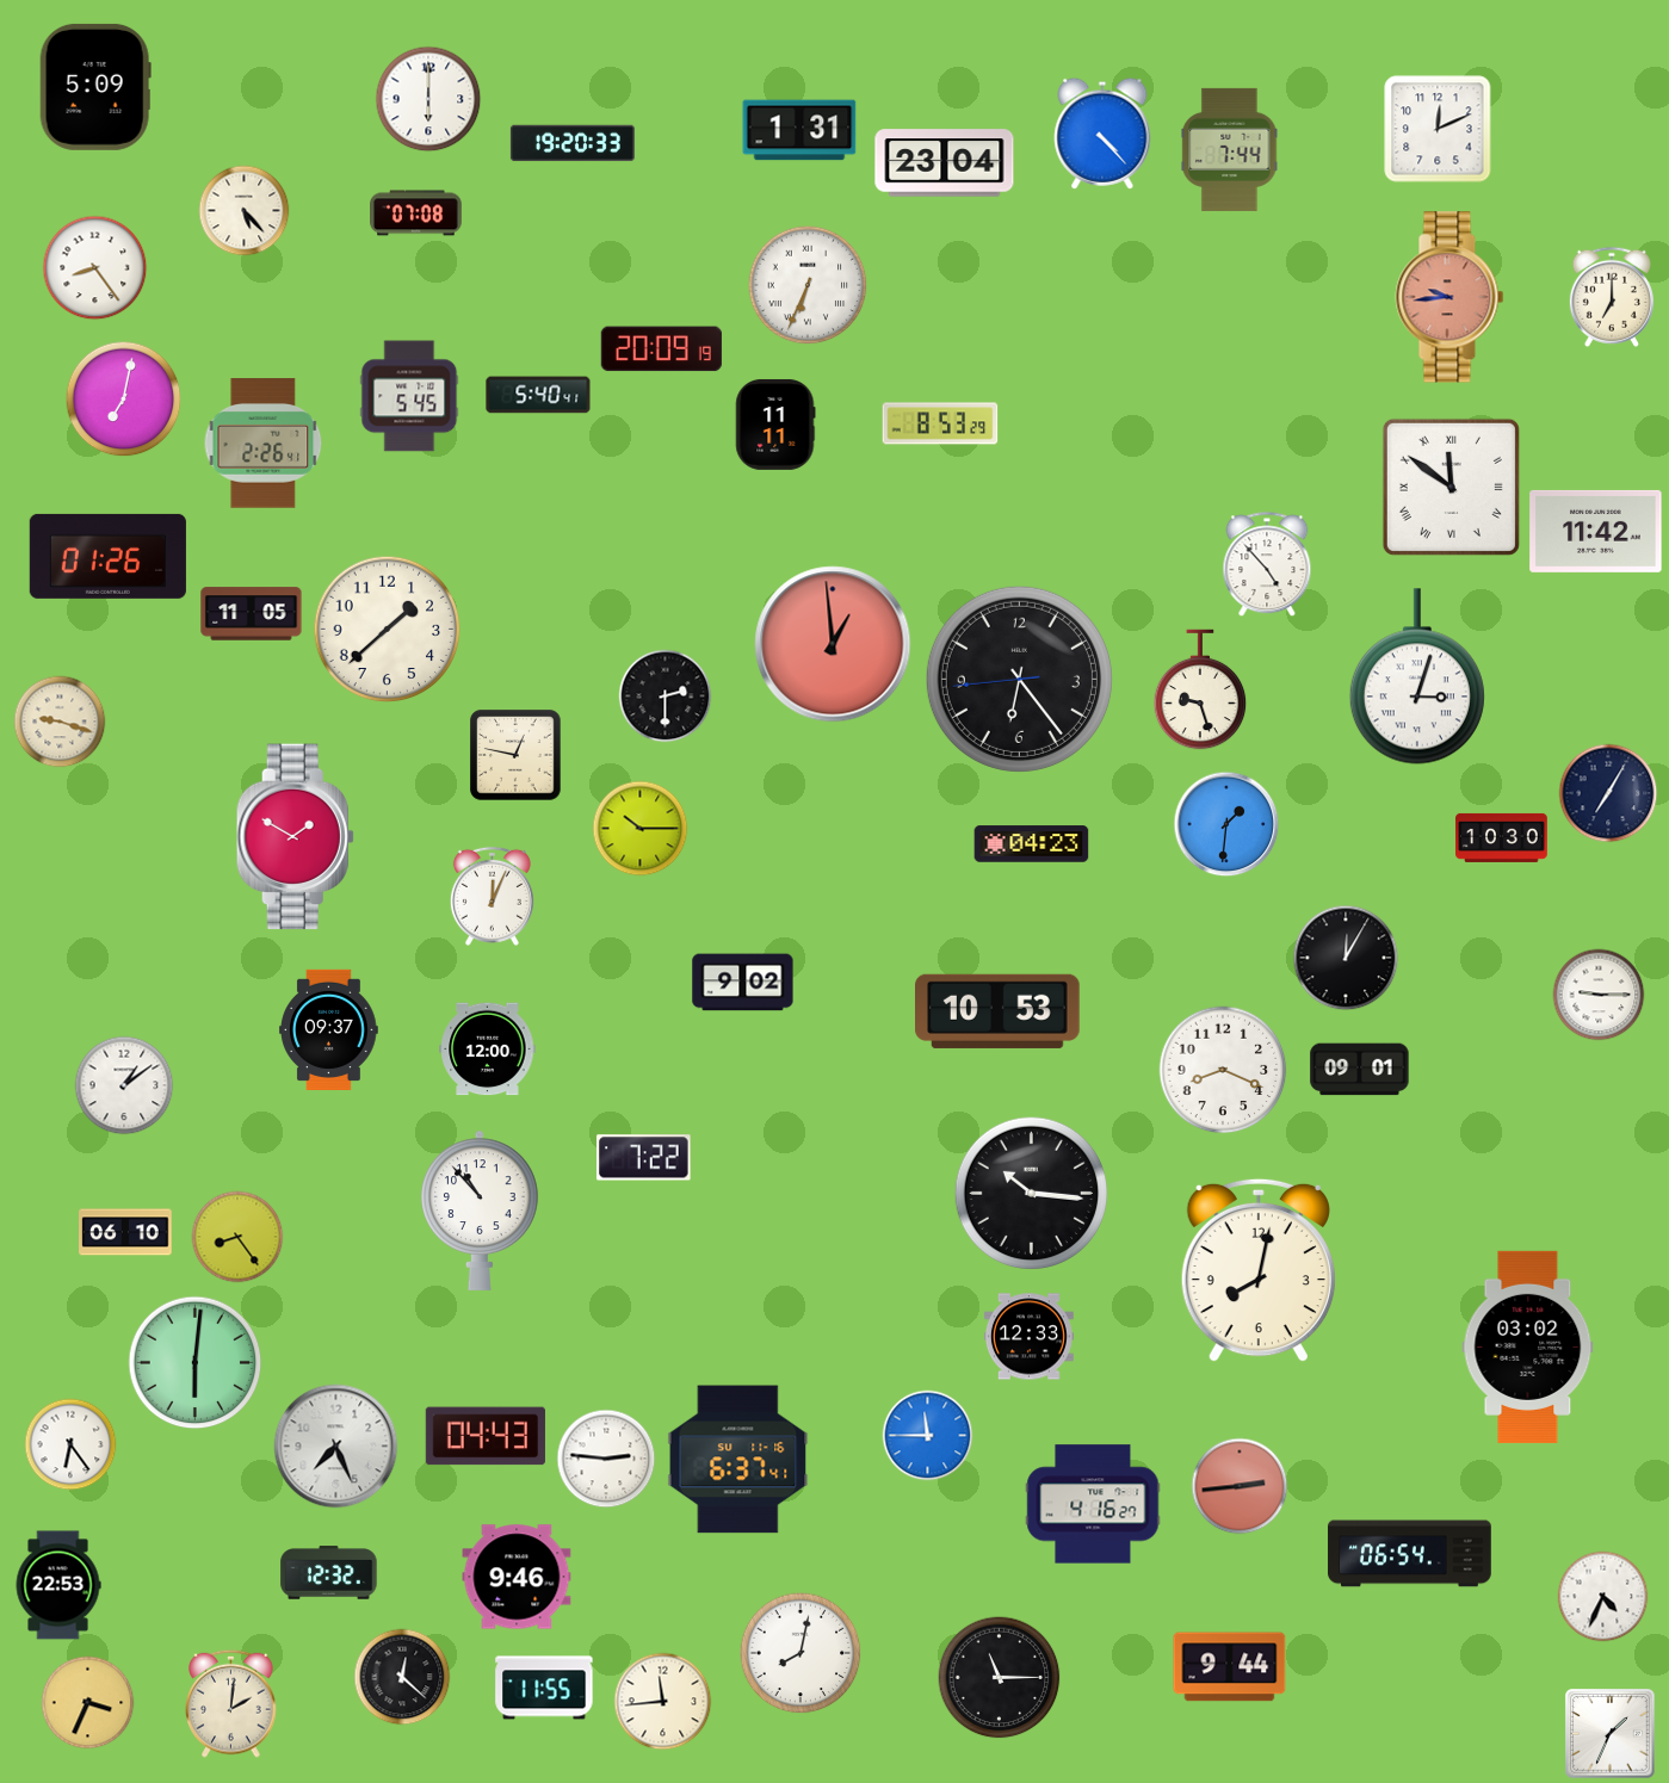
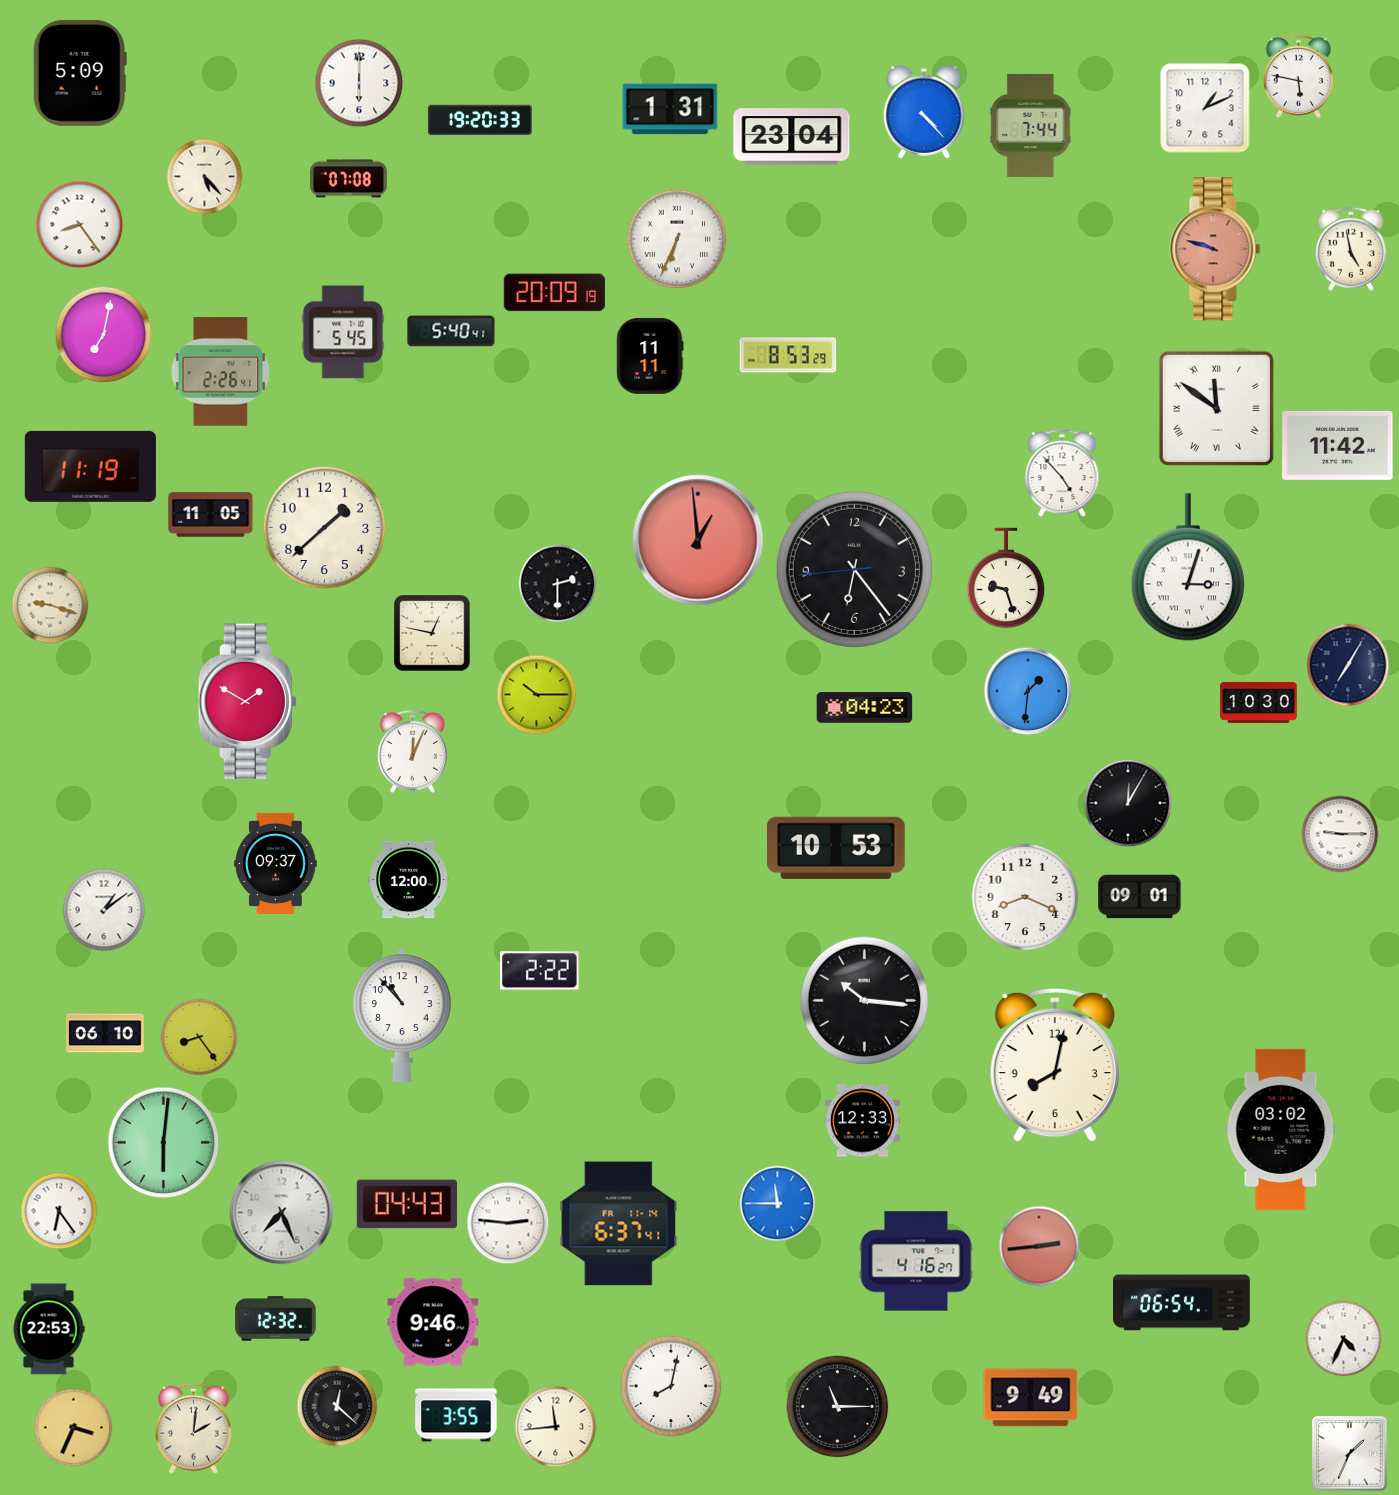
clock at (1298, 76): none -> 5:47
clock at (1438, 129): 12:11 -> 1:11
clock at (1449, 297): 9:44 -> 9:48
clock at (1612, 297): 7:00 -> 4:58
clock at (107, 556): 01:26 -> 11:19
clock at (743, 983): 9:02 -> none
clock at (644, 1158): 7:22 -> 2:22
clock at (738, 1460) date: SU 11-16 -> FR 11-14
clock at (1230, 1667): 9:44 -> 9:49
clock at (544, 1688): 11:55 -> 3:55
